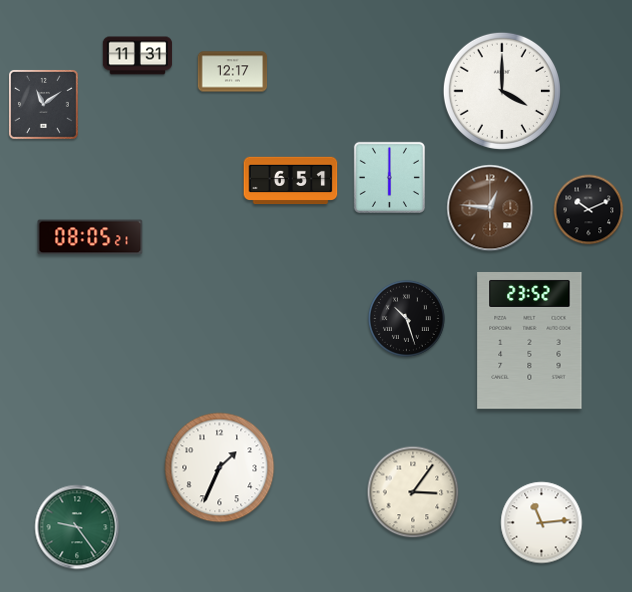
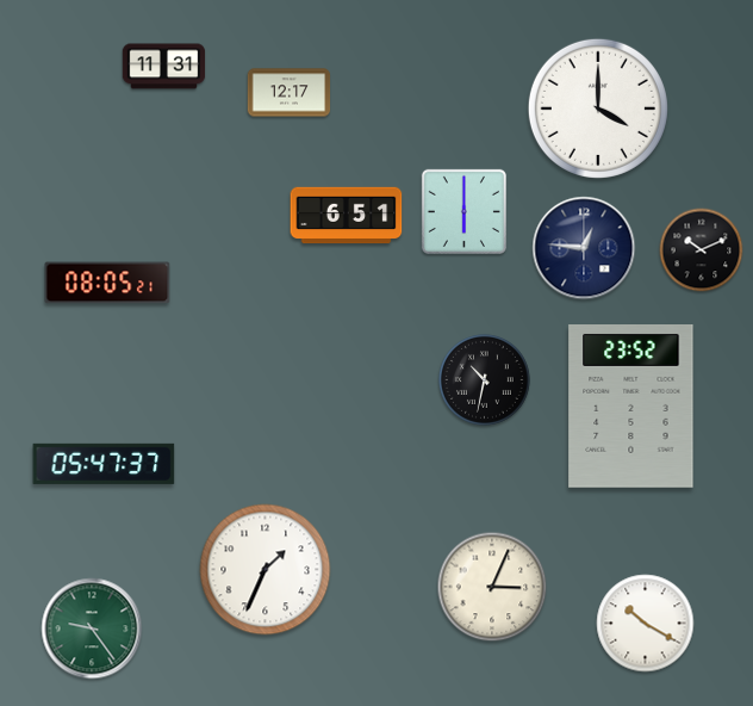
clock at (233, 72) position: (233, 72) -> (290, 93)
clock at (44, 105): 11:09 -> none
clock at (490, 208) dial: brown -> navy
clock at (406, 318): 10:27 -> 10:32
clock at (104, 464): none -> 05:47
clock at (220, 468) position: (220, 468) -> (266, 570)
clock at (413, 492): 3:06 -> 3:04
clock at (542, 523): 11:14 -> 10:20
